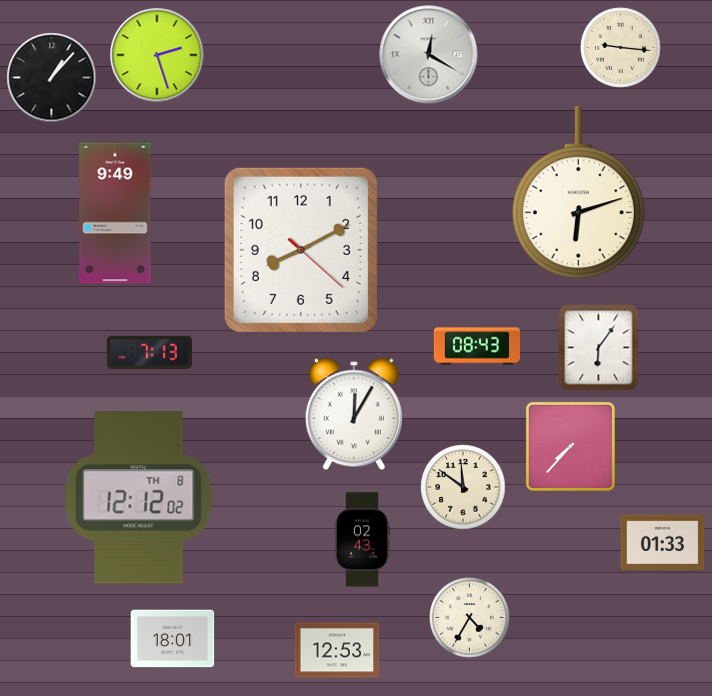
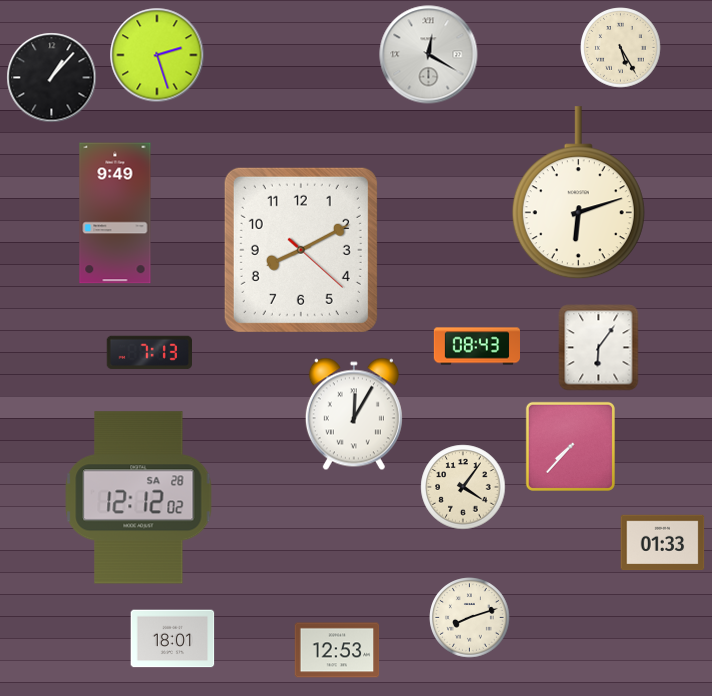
clock at (621, 48): 9:16 -> 5:25
clock at (463, 487): 11:51 -> 4:06
clock at (139, 498) date: TH 8 -> SA 28
clock at (362, 540): 02:43 -> none
clock at (470, 618): 4:35 -> 8:12
